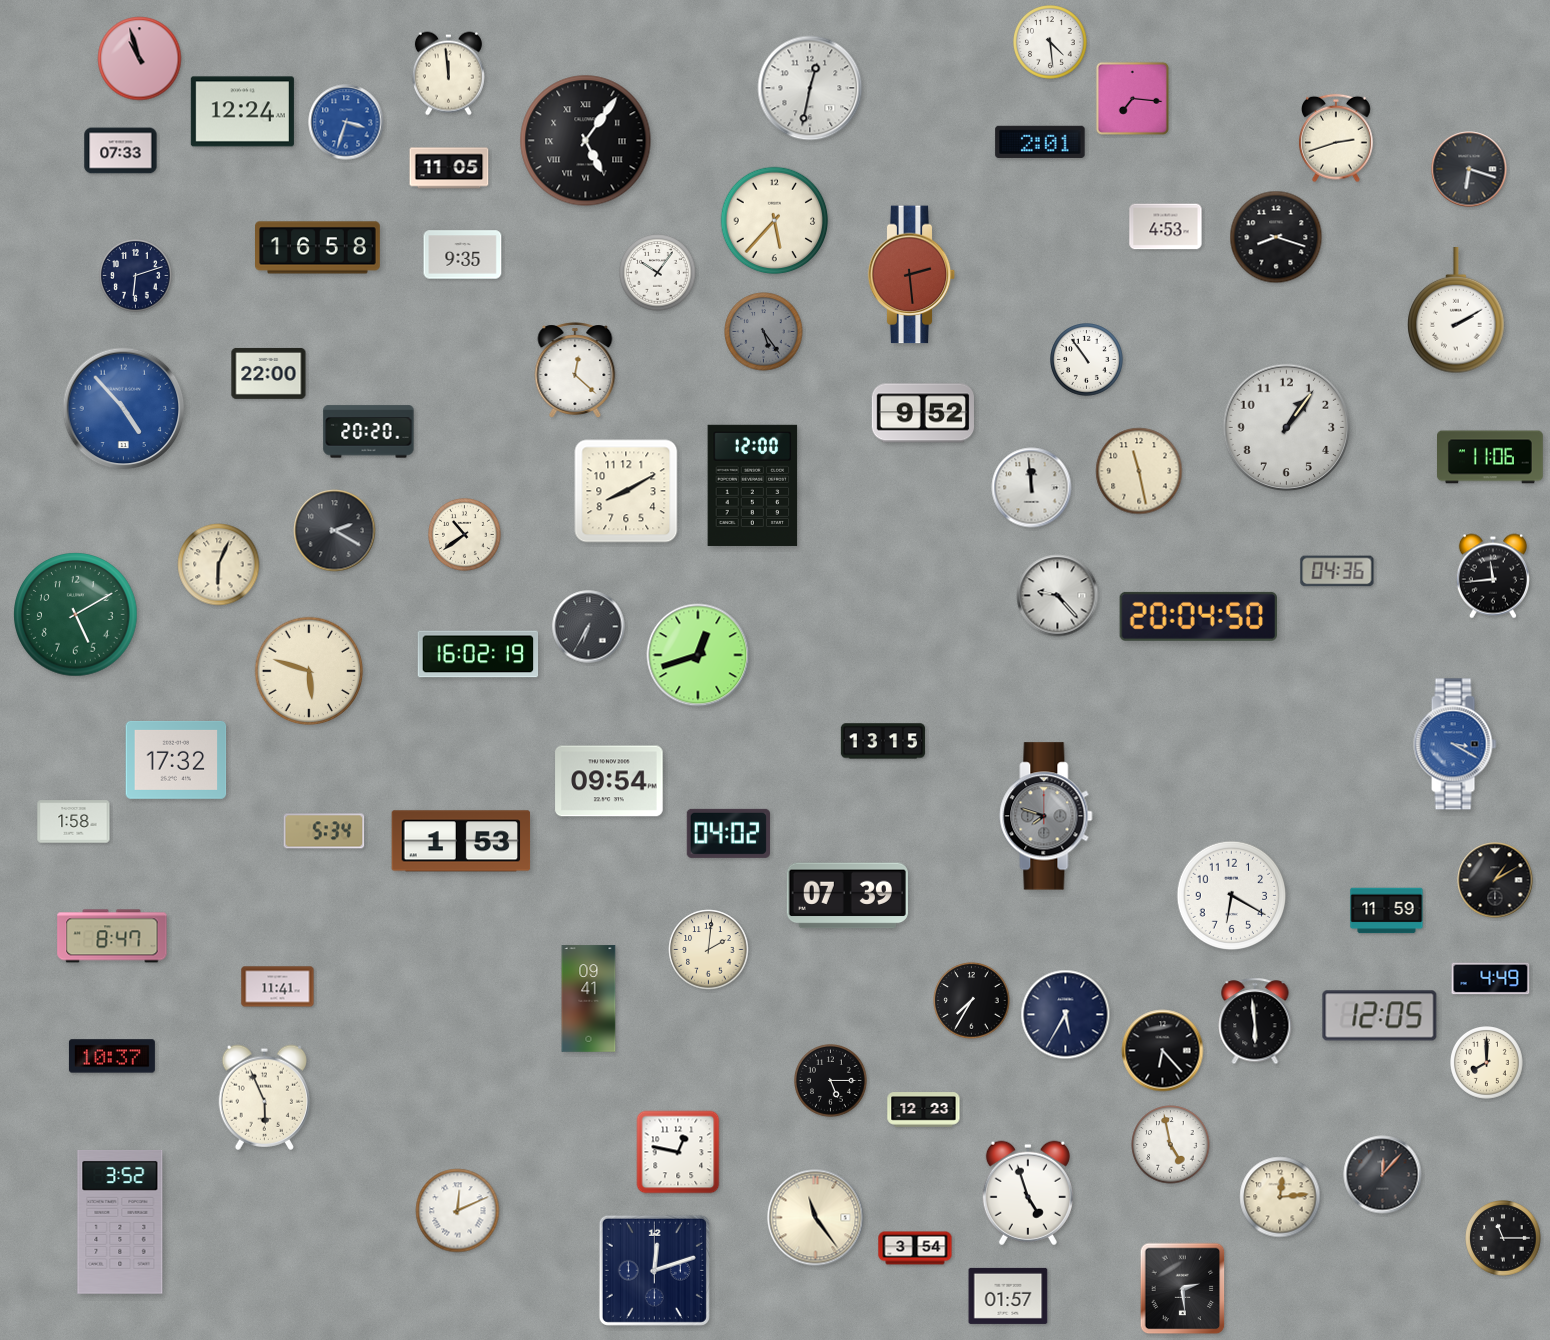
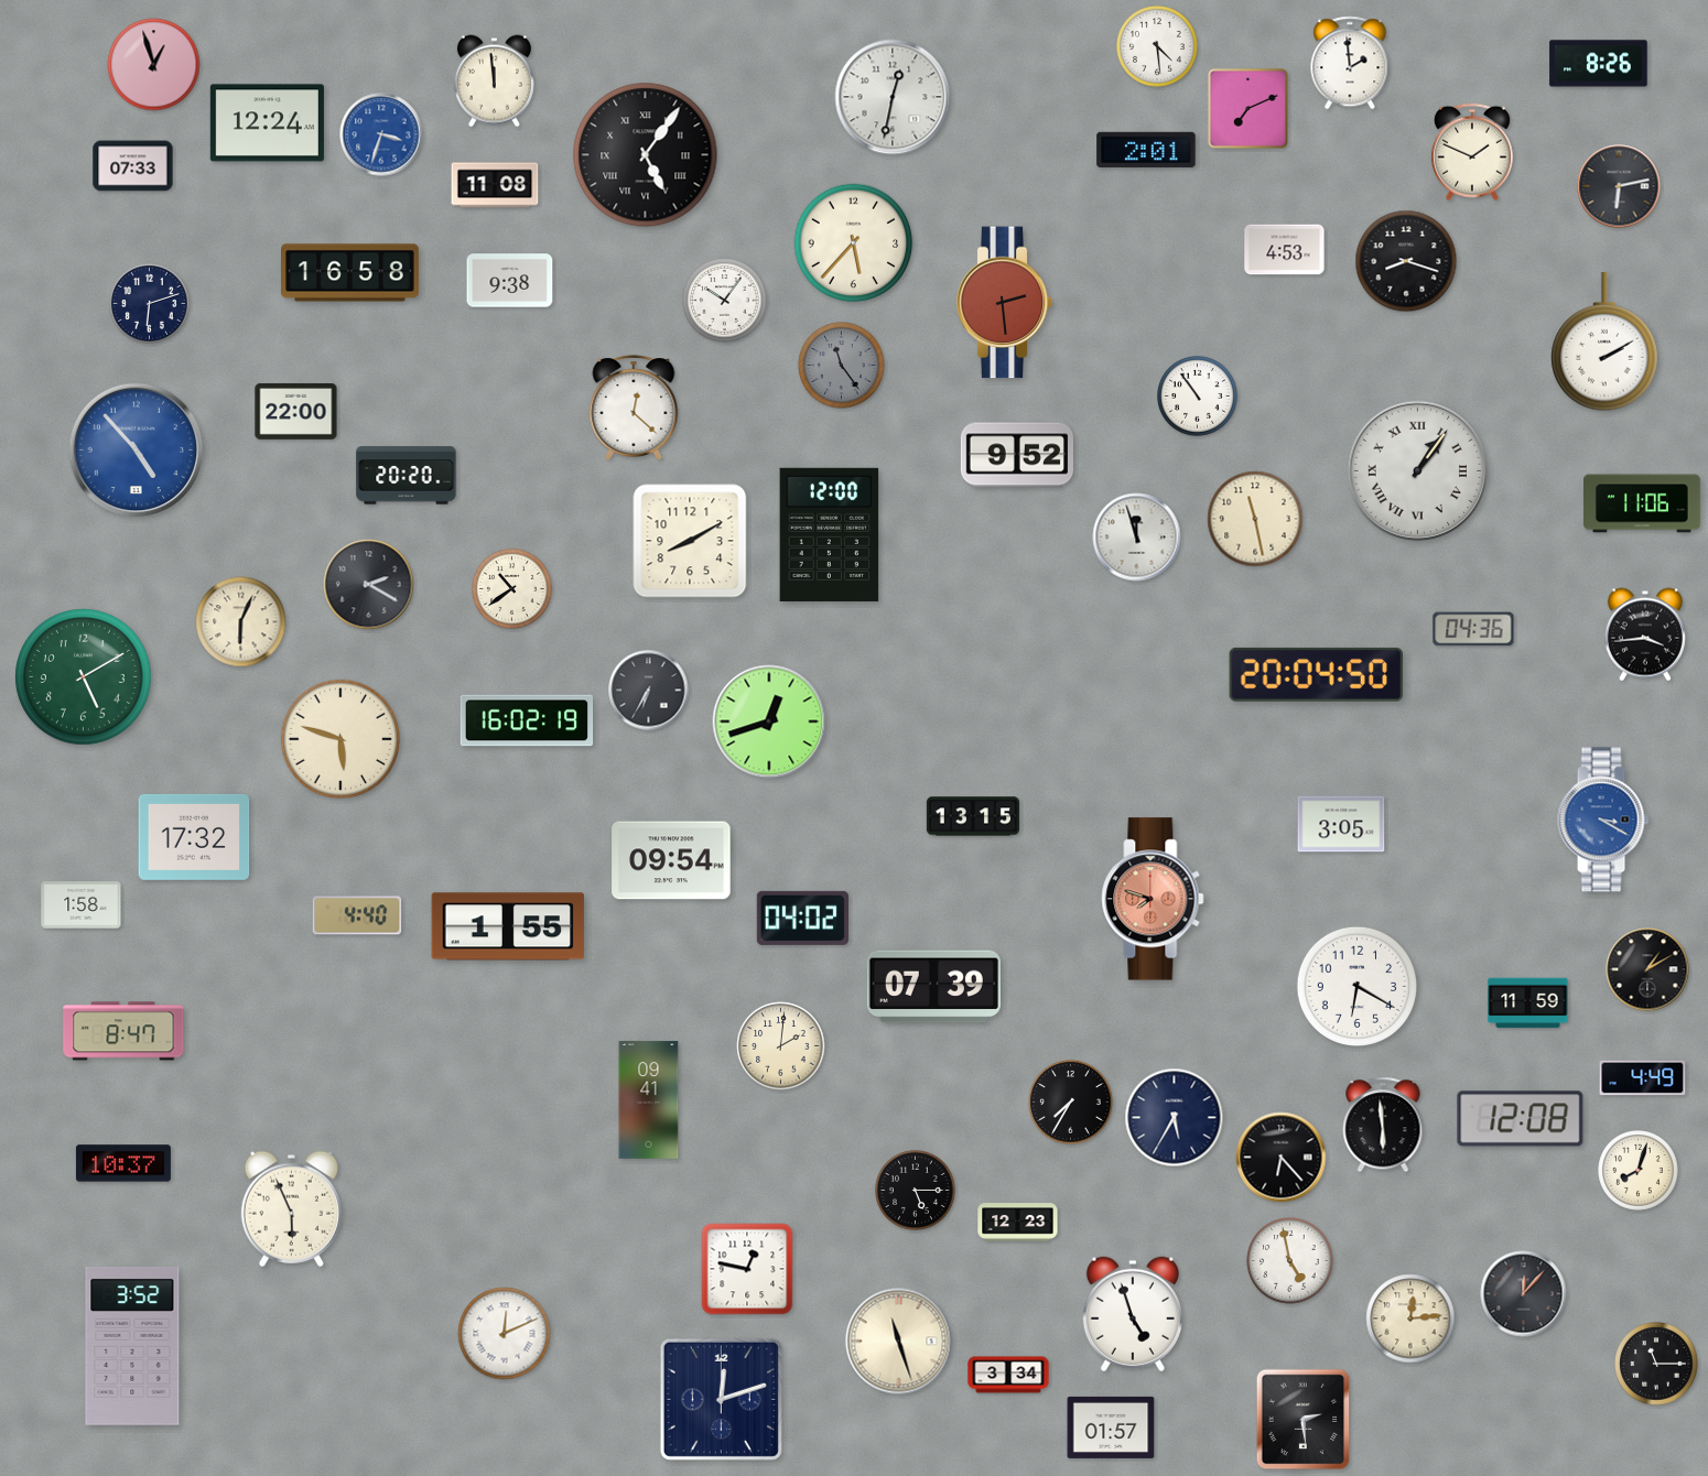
clock at (1350, 63): none -> 1:59
clock at (1599, 64): none -> 8:26
clock at (140, 59): 10:57 -> 12:57
clock at (1132, 98): 7:16 -> 7:11
clock at (1336, 138): 2:42 -> 1:49
clock at (1040, 142) position: (1040, 142) -> (1146, 150)
clock at (449, 168): 11:05 -> 11:08
clock at (1469, 169): 6:18 -> 6:13
clock at (463, 255): 9:35 -> 9:38
clock at (764, 332): 5:24 -> 11:24
clock at (1287, 428) numerals: Arabic -> Roman
clock at (1032, 488): 11:59 -> 11:57
clock at (1493, 576): 11:44 -> 3:44
clock at (1058, 596): 9:23 -> none
clock at (1198, 616) position: (1198, 616) -> (1316, 674)
clock at (1341, 824): none -> 3:05
clock at (1046, 816) dial: grey -> salmon
clock at (324, 831): 5:34 -> 4:40
clock at (461, 841): 1:53 -> 1:55
clock at (278, 987): 11:41 -> none
clock at (1380, 1016): 12:05 -> 12:08
clock at (1487, 1063): 8:00 -> 8:03
clock at (816, 1218): 11:24 -> 11:27
clock at (915, 1248): 3:54 -> 3:34
